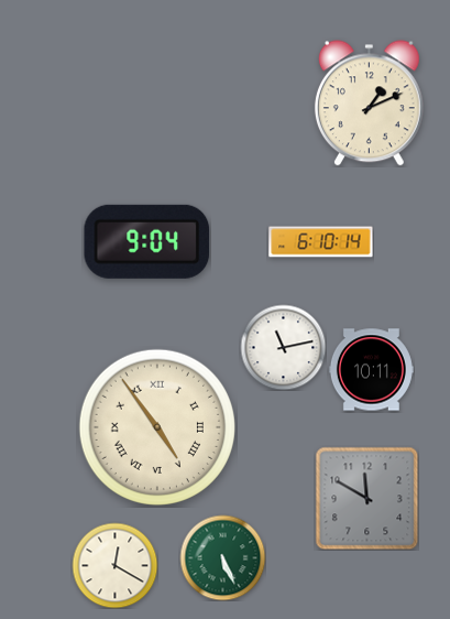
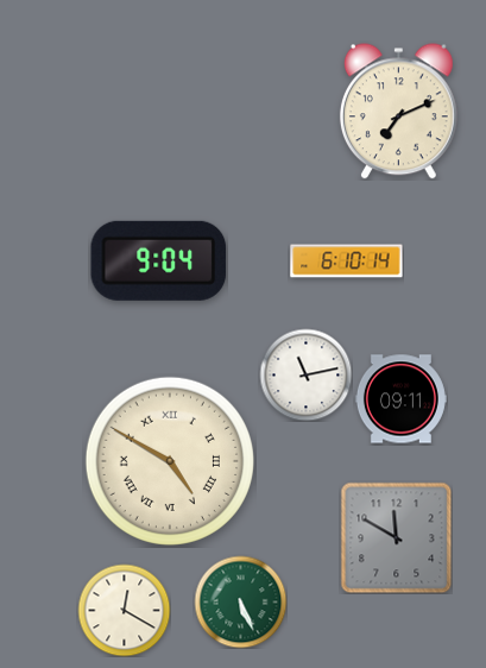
clock at (369, 104): 1:11 -> 7:11
clock at (371, 370): 10:11 -> 09:11
clock at (156, 426): 4:54 -> 4:50
